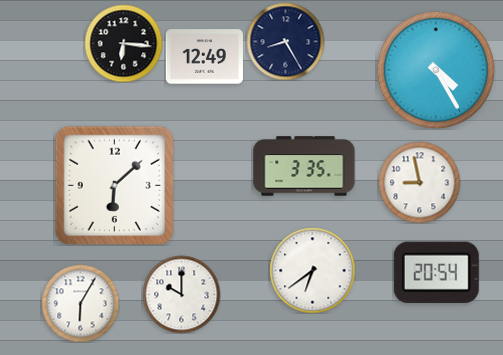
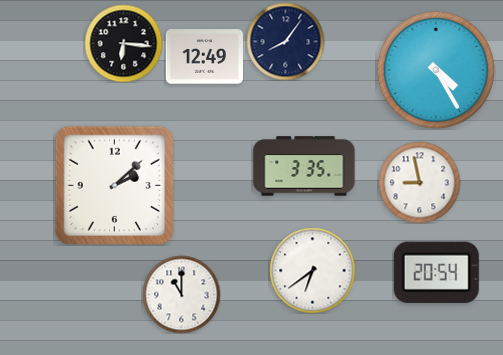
clock at (285, 41): 8:25 -> 8:06
clock at (114, 185): 6:08 -> 2:08
clock at (181, 294): 10:00 -> 11:00
clock at (80, 303): 6:05 -> none
